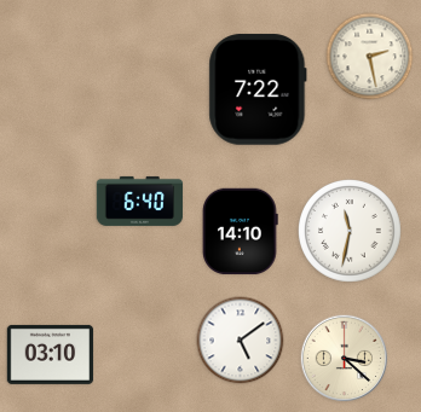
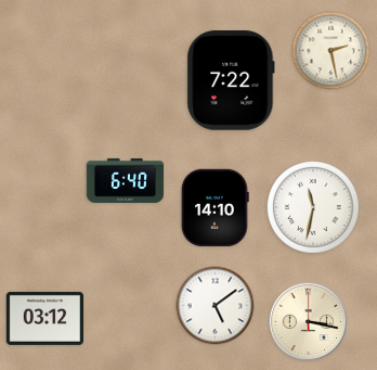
clock at (51, 354): 03:10 -> 03:12
clock at (345, 359): 3:22 -> 3:17
